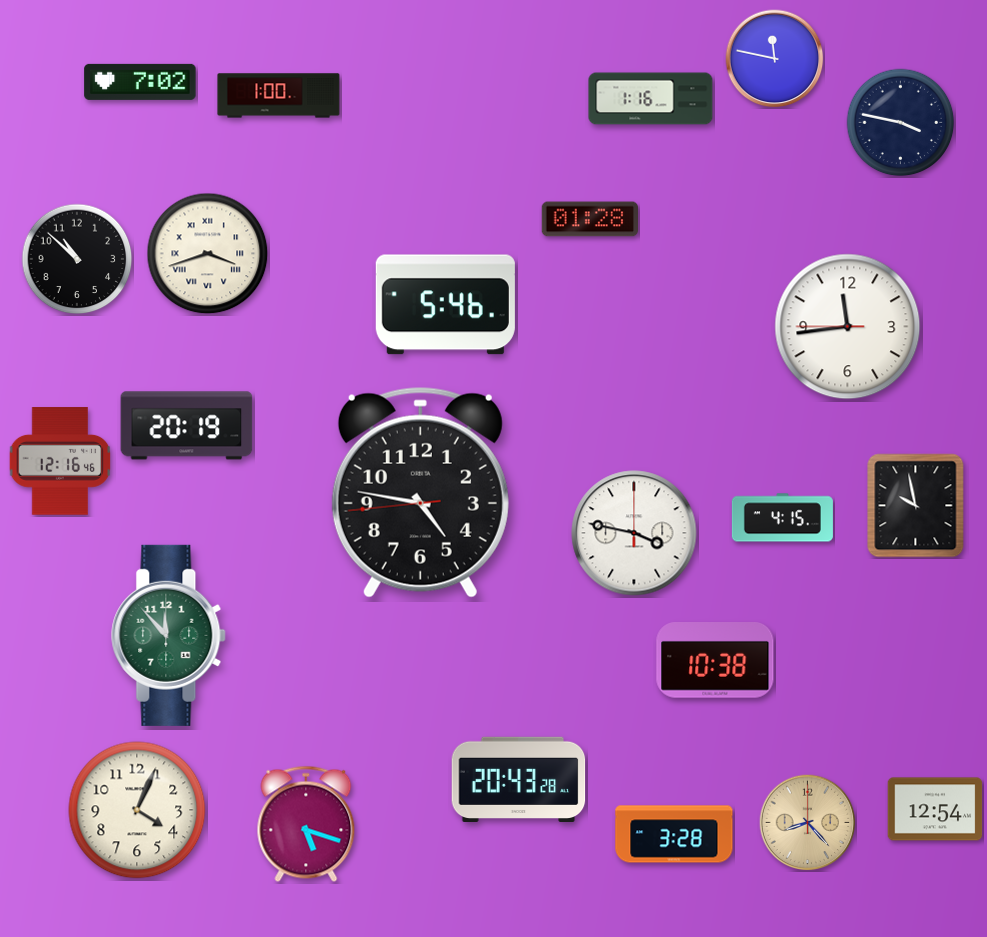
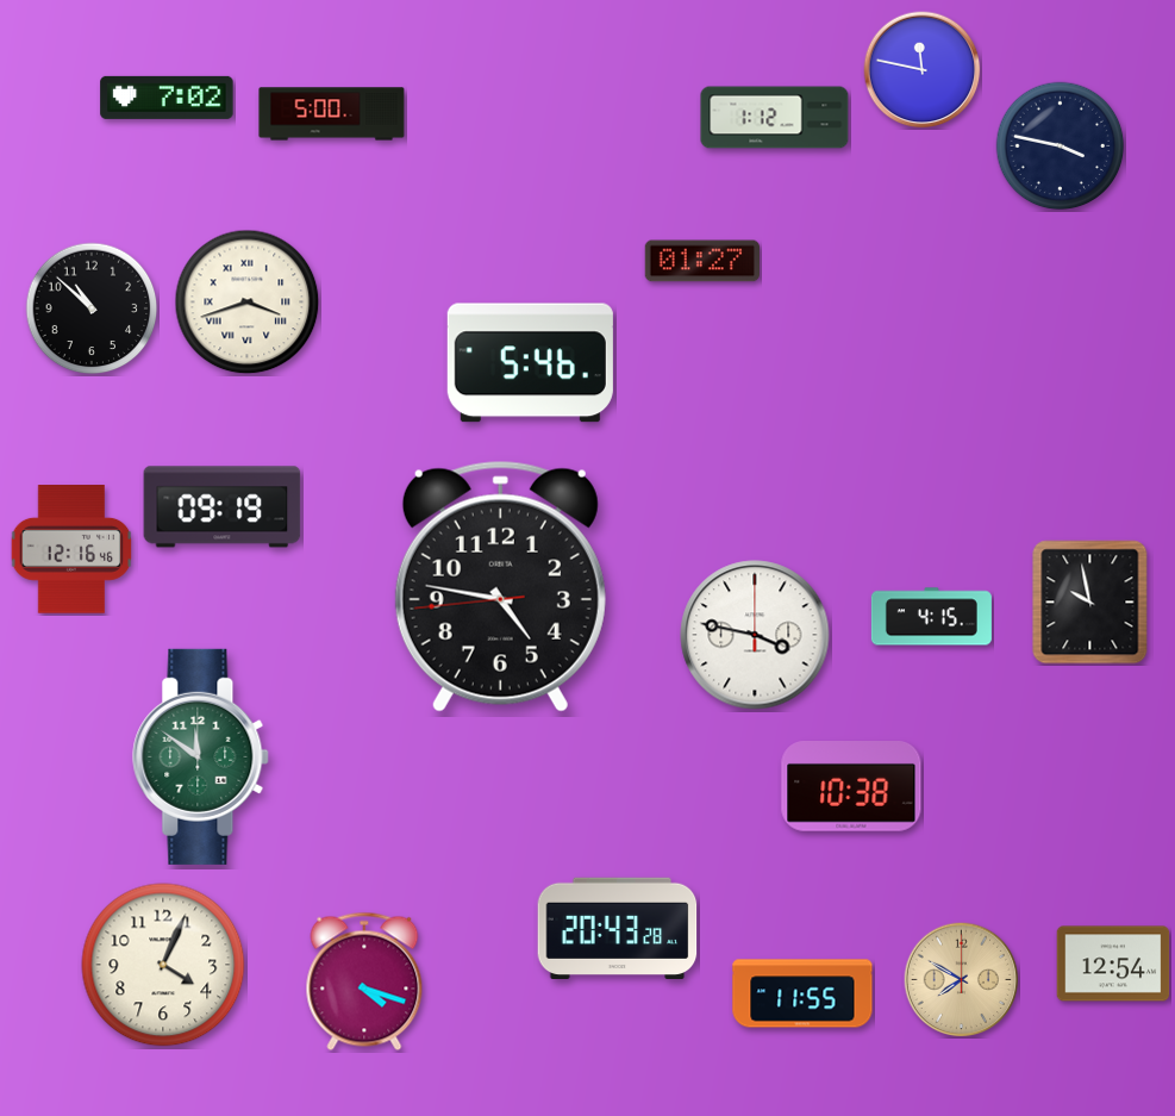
clock at (279, 96): 1:00 -> 5:00
clock at (651, 99): 1:16 -> 1:12
clock at (901, 123) position: (901, 123) -> (1061, 146)
clock at (590, 219): 01:28 -> 01:27
clock at (848, 327): 11:43 -> none
clock at (187, 426): 20:19 -> 09:19
clock at (169, 635): 11:53 -> 11:51
clock at (808, 823): 8:23 -> 7:50
clock at (306, 824): 5:18 -> 4:18
clock at (674, 834): 3:28 -> 11:55
